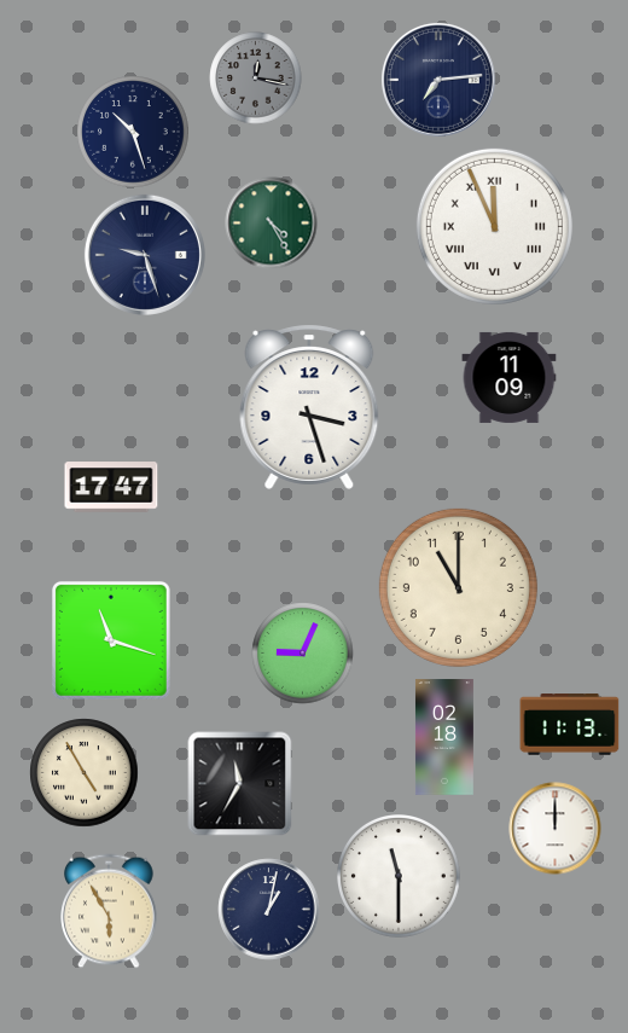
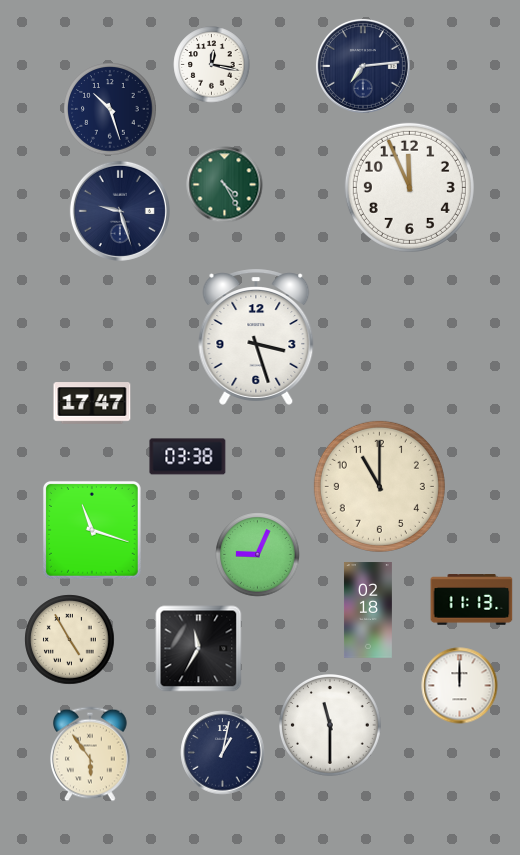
clock at (256, 79) dial: grey -> white
clock at (494, 226) numerals: Roman -> Arabic
clock at (510, 377): 11:09 -> none
clock at (188, 457): none -> 03:38
clock at (303, 654) position: (303, 654) -> (258, 555)
clock at (109, 911): 5:55 -> 5:54
